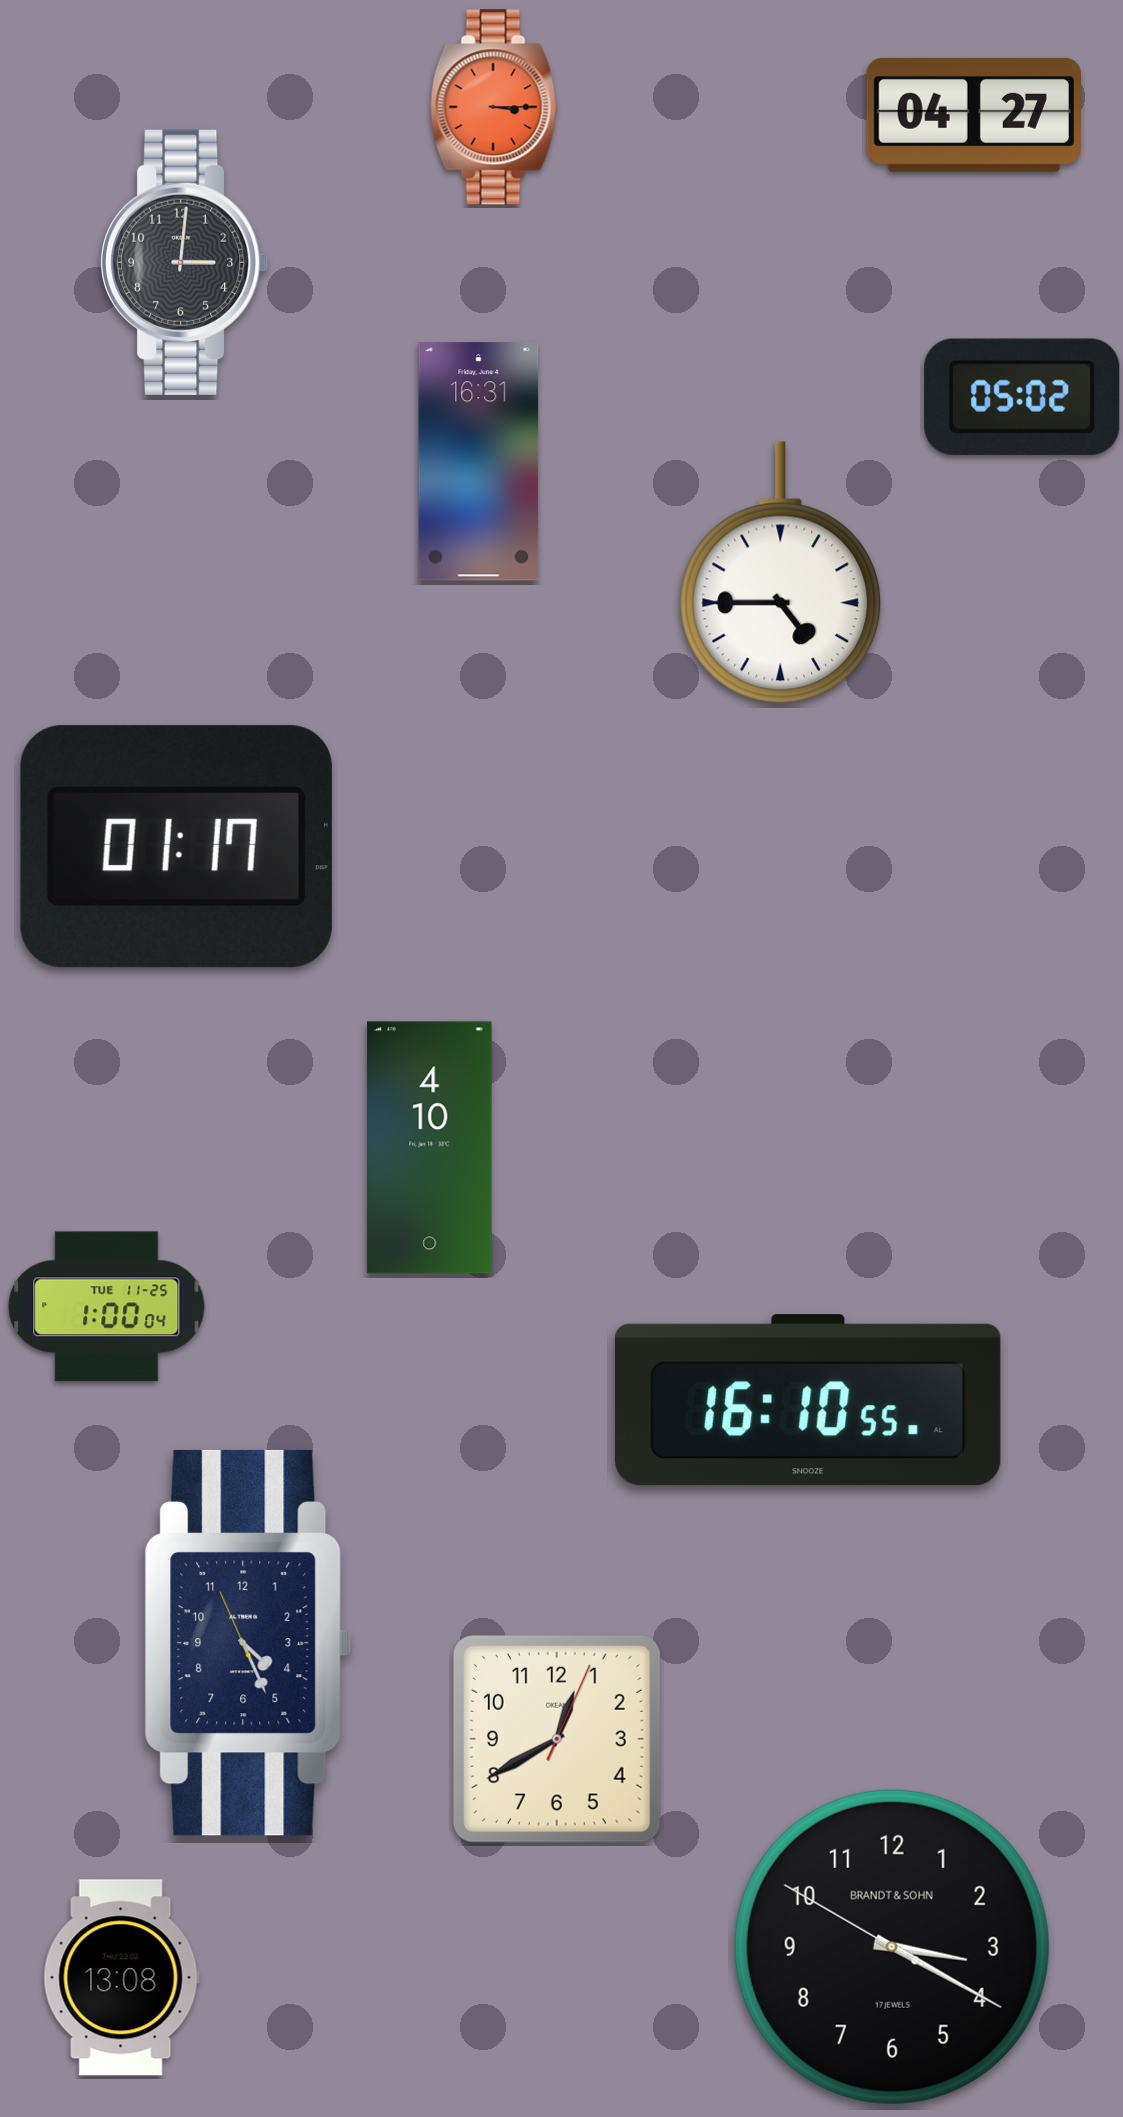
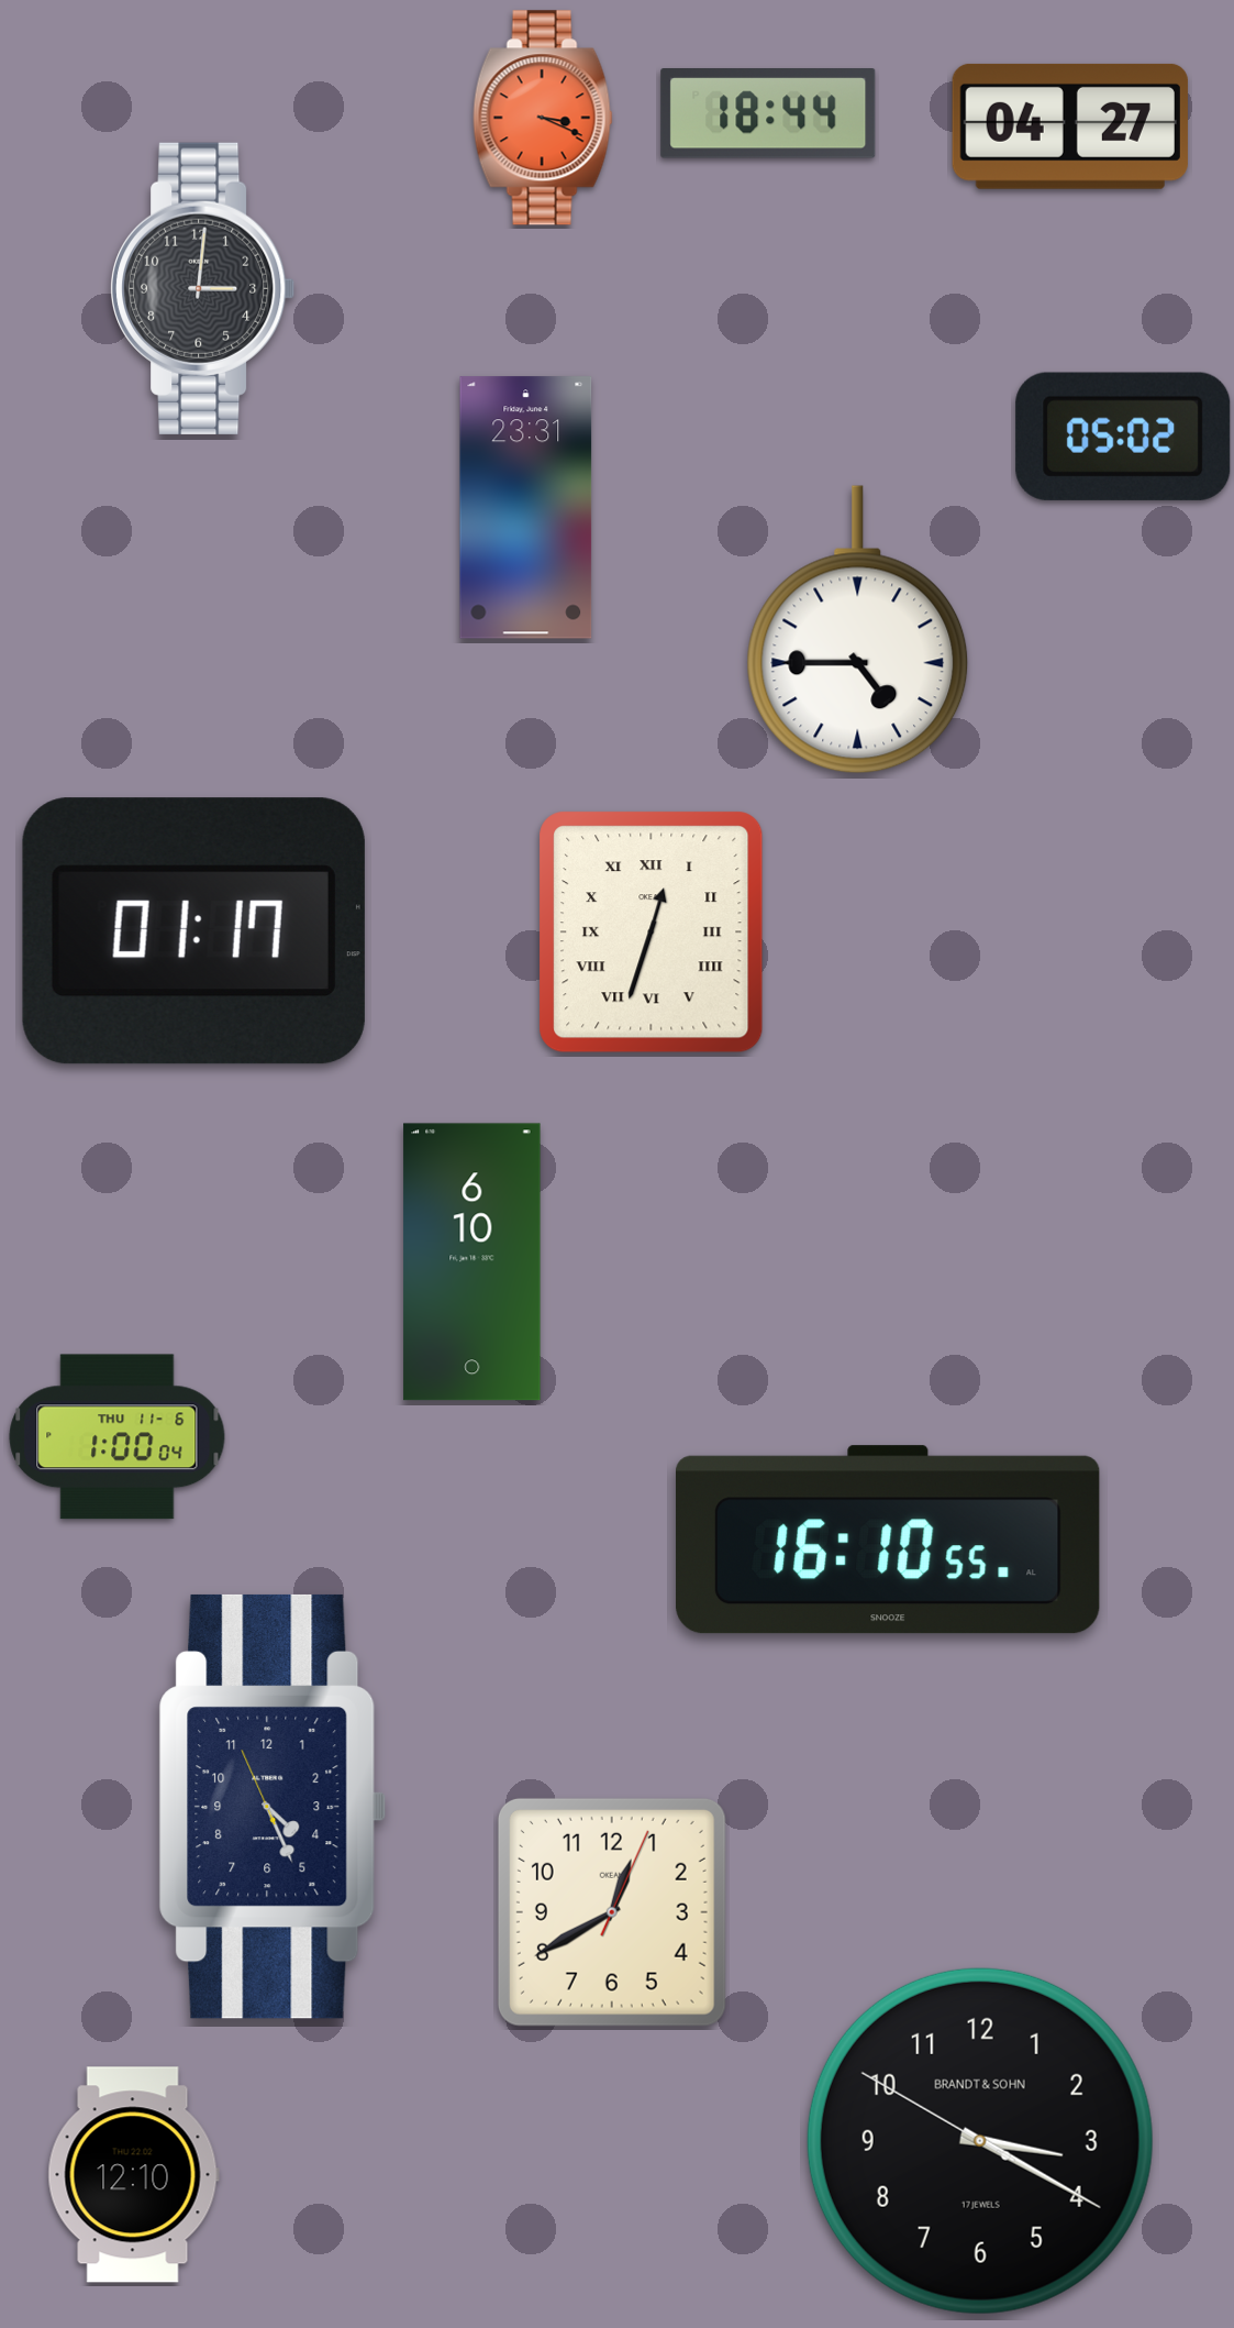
clock at (768, 114): none -> 18:44
clock at (494, 107): 3:15 -> 3:19
clock at (479, 462): 16:31 -> 23:31
clock at (652, 933): none -> 12:33
clock at (430, 1148): 4:10 -> 6:10
clock at (107, 1307) date: TUE 11-25 -> THU 11-6
clock at (121, 1978): 13:08 -> 12:10
